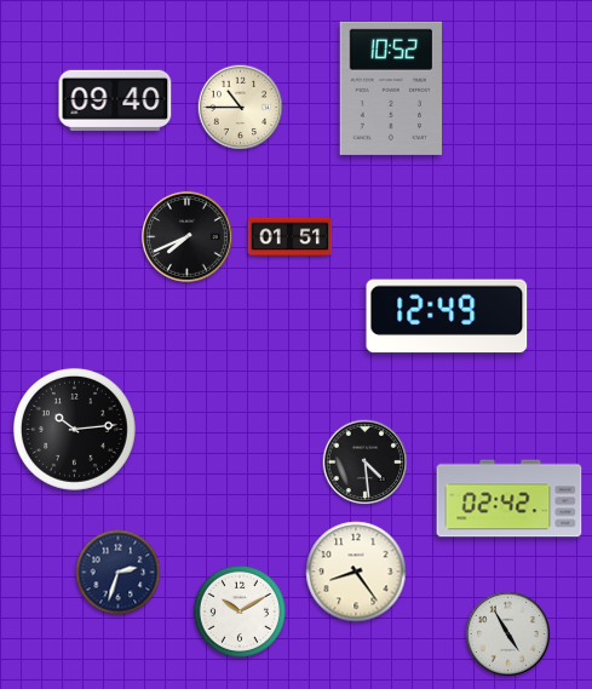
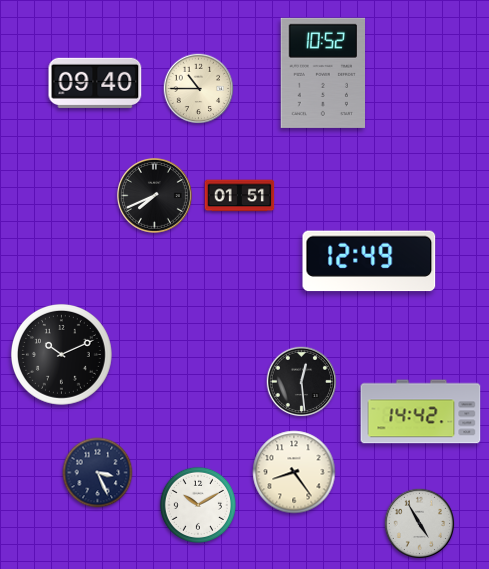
clock at (74, 429): 10:14 -> 10:11
clock at (366, 463): 4:29 -> 12:29
clock at (510, 499): 02:42 -> 14:42
clock at (119, 573): 2:33 -> 3:26
